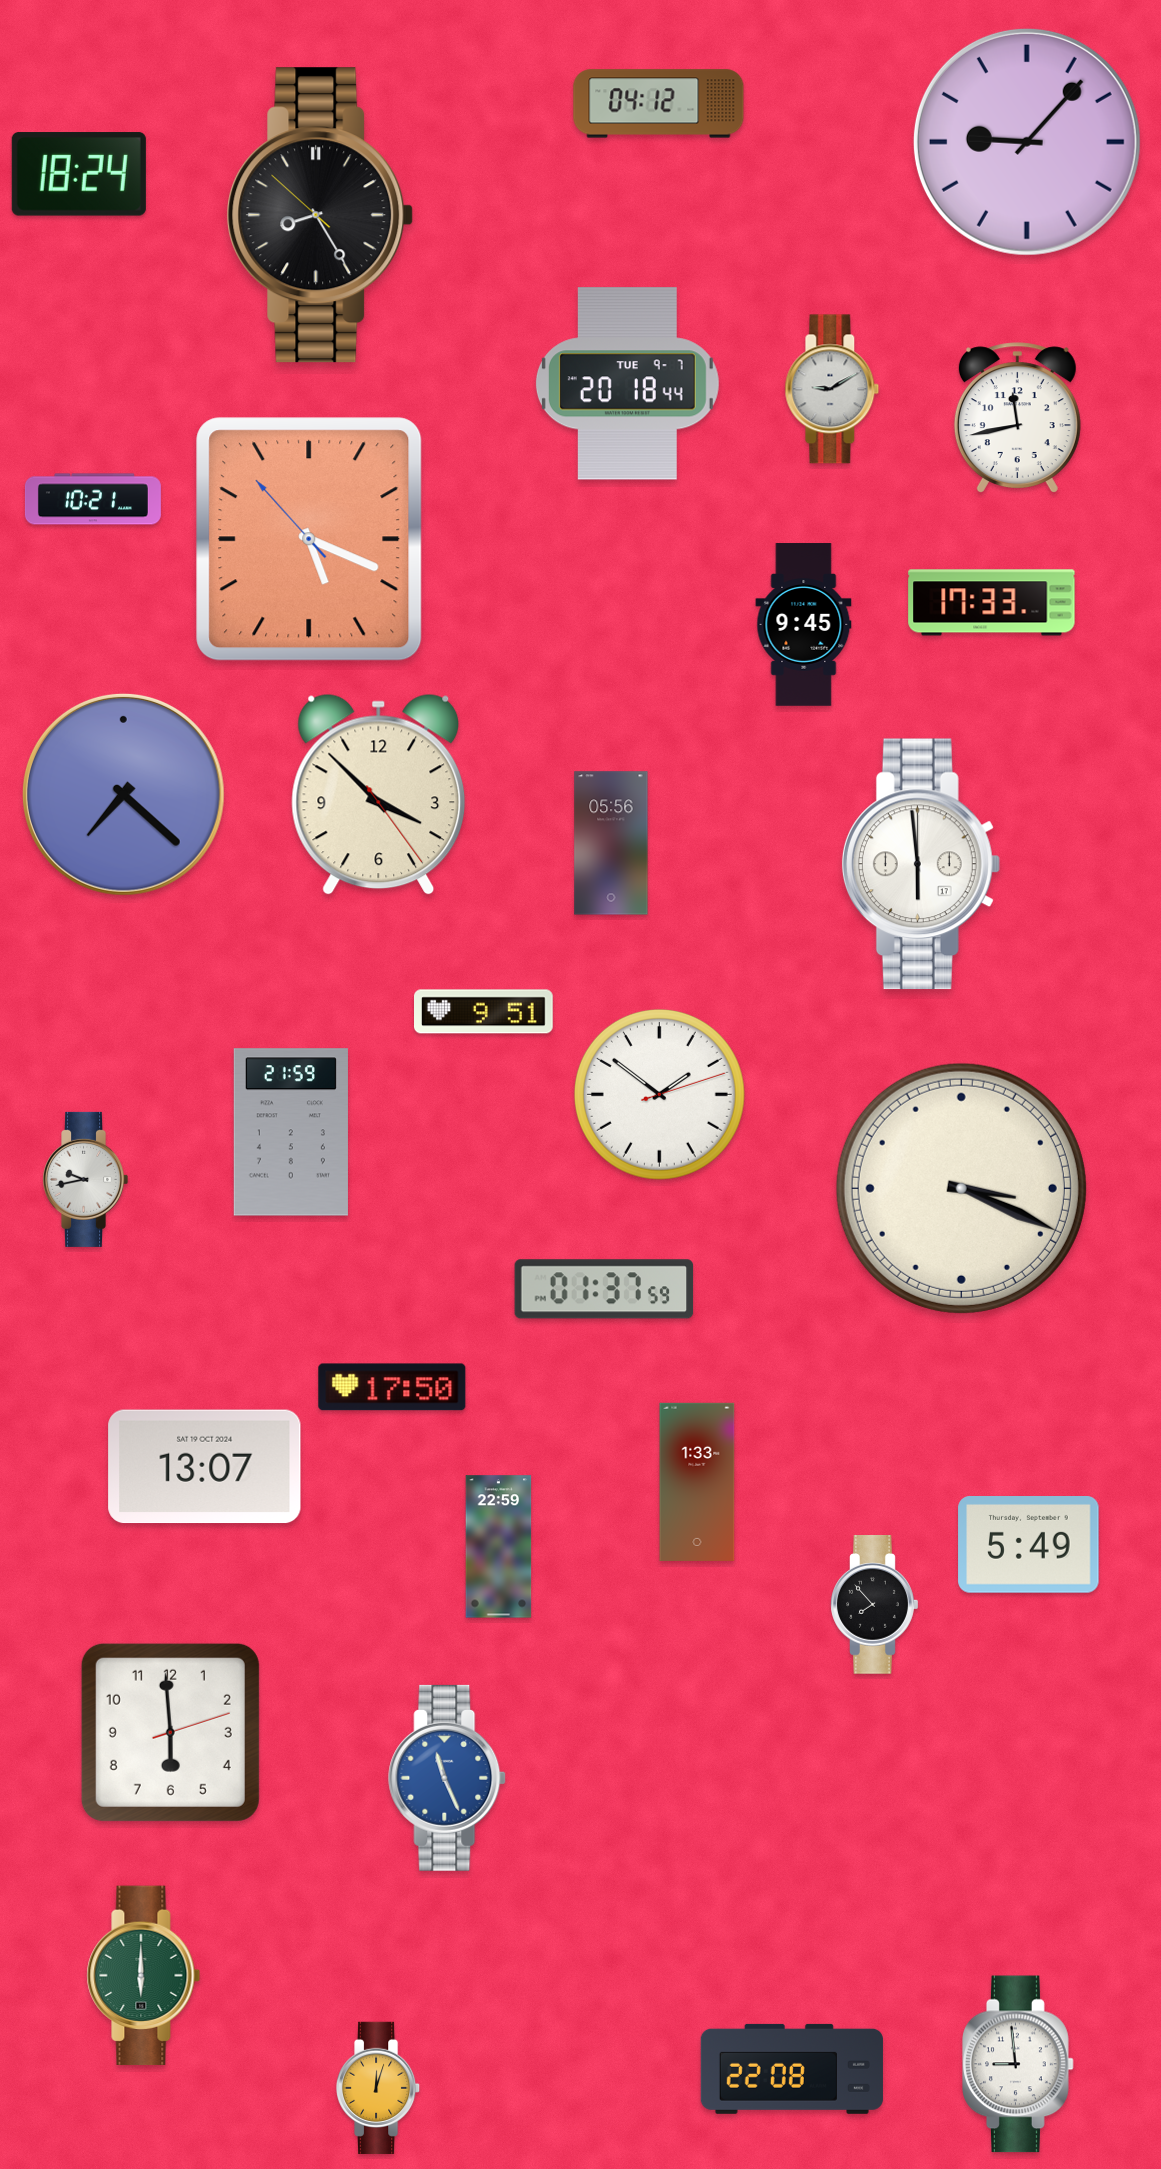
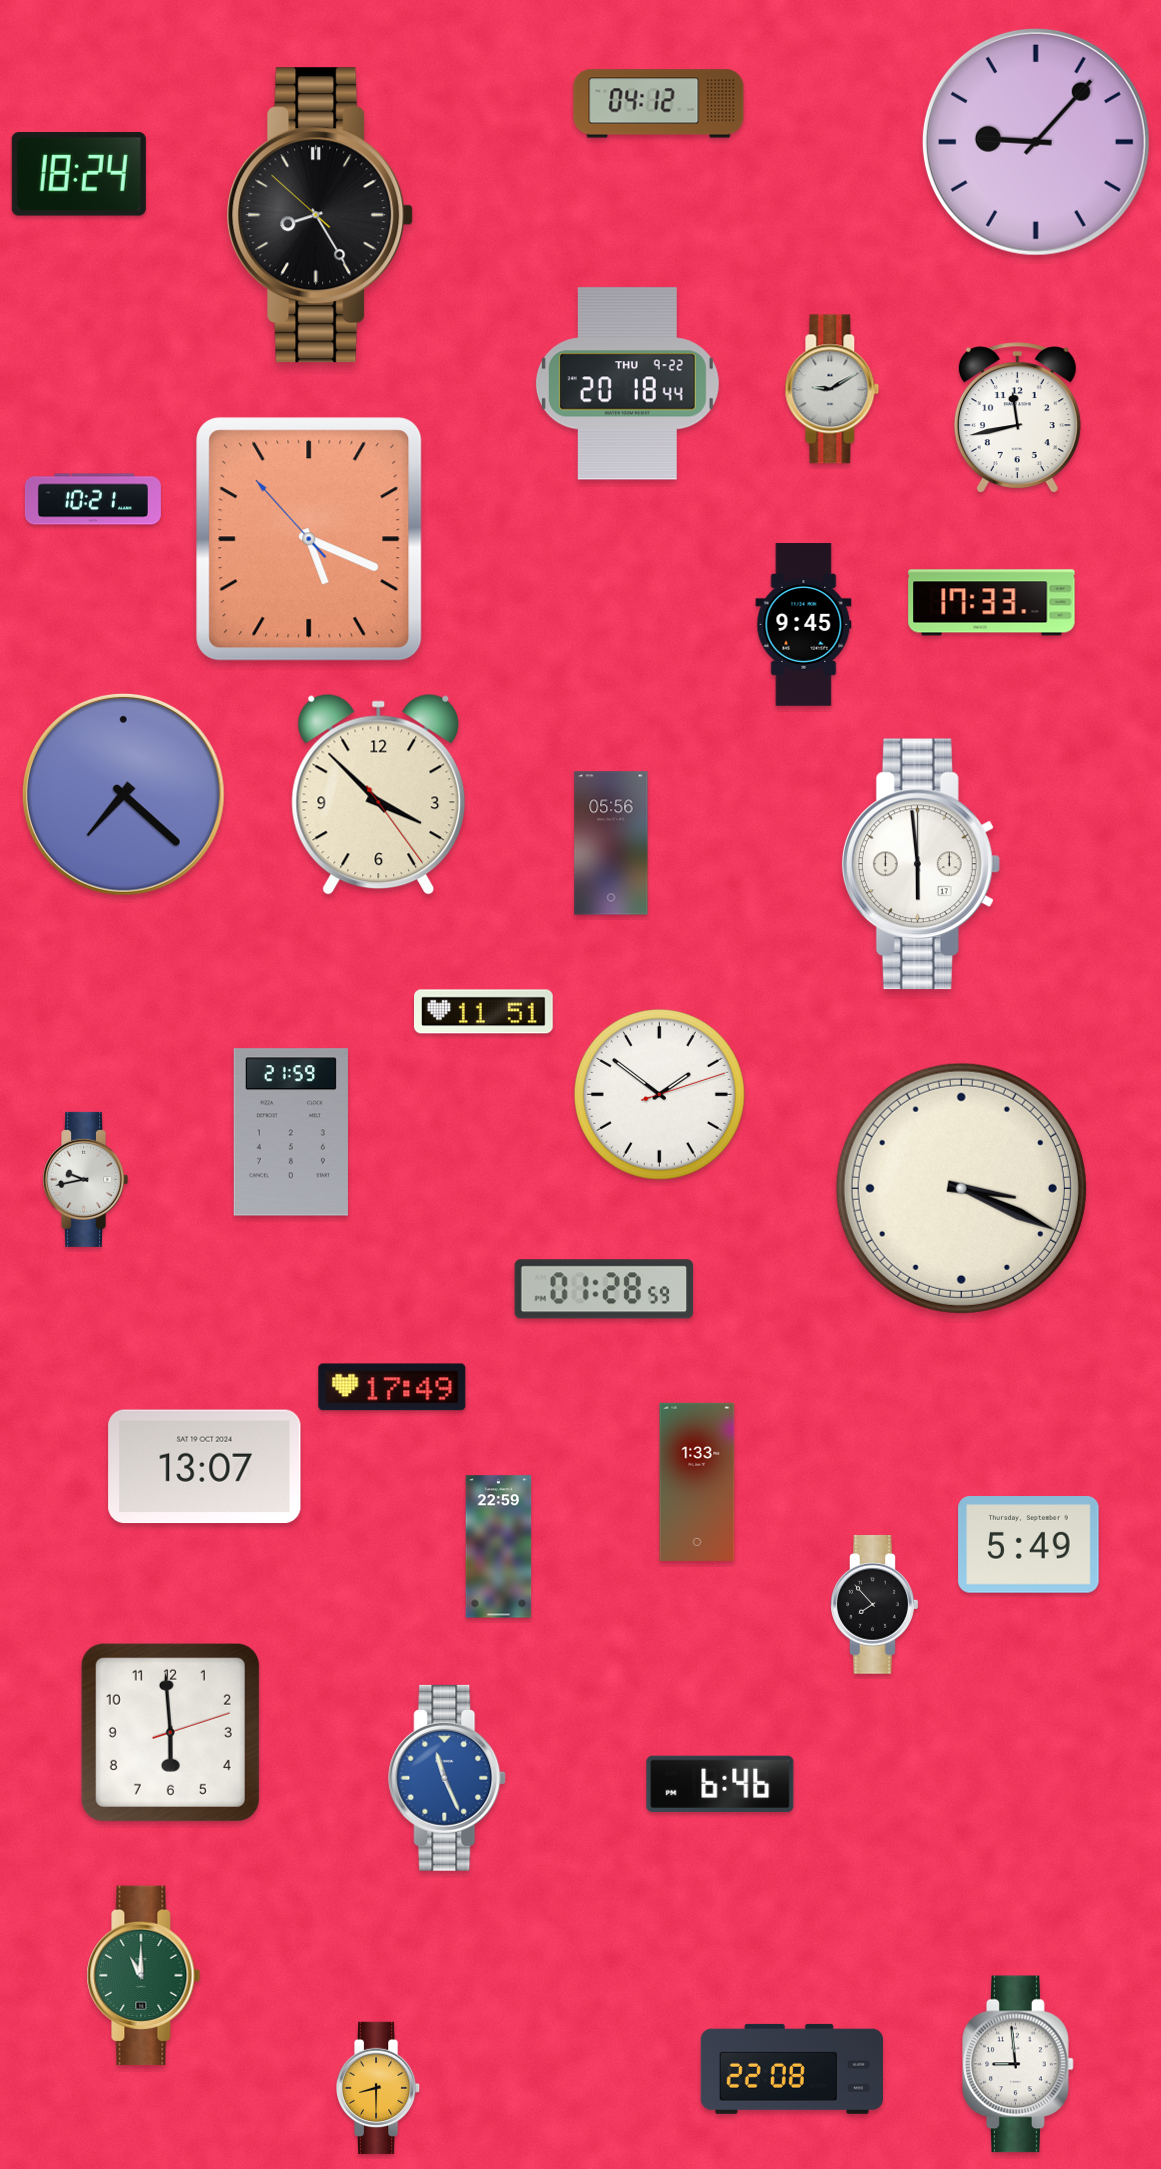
clock at (1027, 142) position: (1027, 142) -> (1036, 142)
clock at (627, 384) date: TUE 9-7 -> THU 9-22
clock at (484, 1012): 9:51 -> 11:51
clock at (604, 1289): 01:37 -> 01:28
clock at (392, 1387): 17:50 -> 17:49
clock at (720, 1783): none -> 6:46
clock at (144, 1976): 6:00 -> 11:00
clock at (379, 2087): 12:03 -> 8:30
